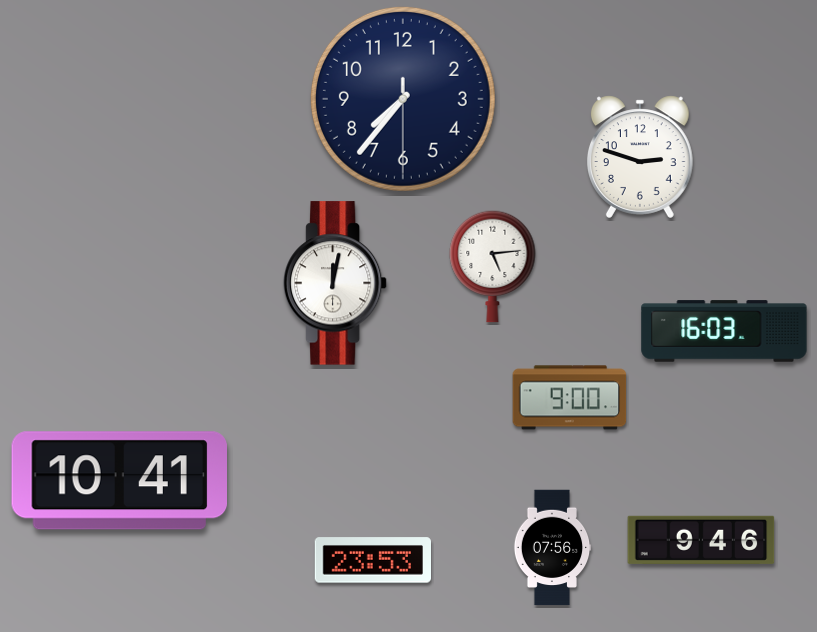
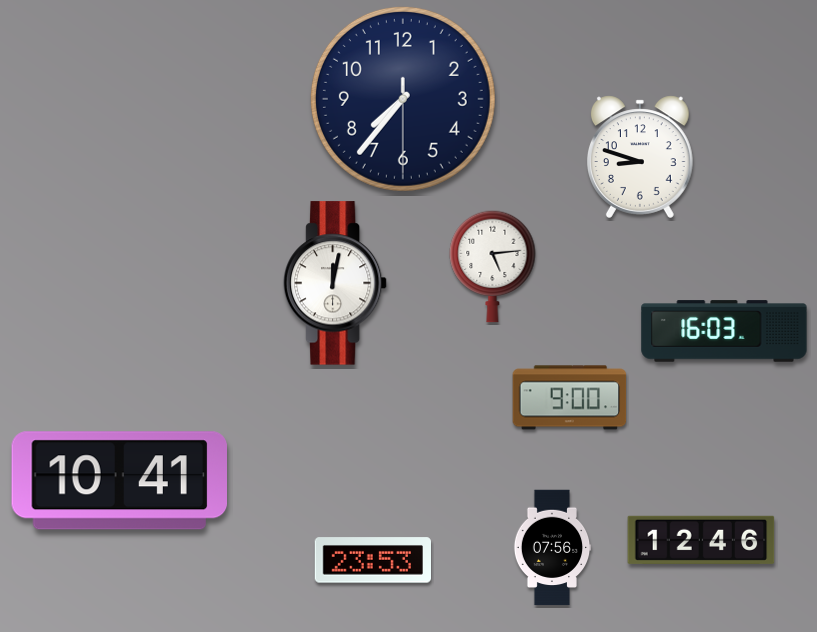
clock at (640, 157): 2:48 -> 8:48
clock at (701, 540): 9:46 -> 12:46
